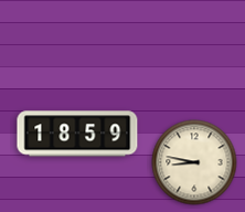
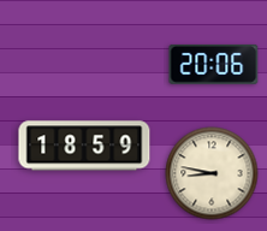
clock at (214, 64): none -> 20:06
clock at (194, 162) position: (194, 162) -> (212, 173)
